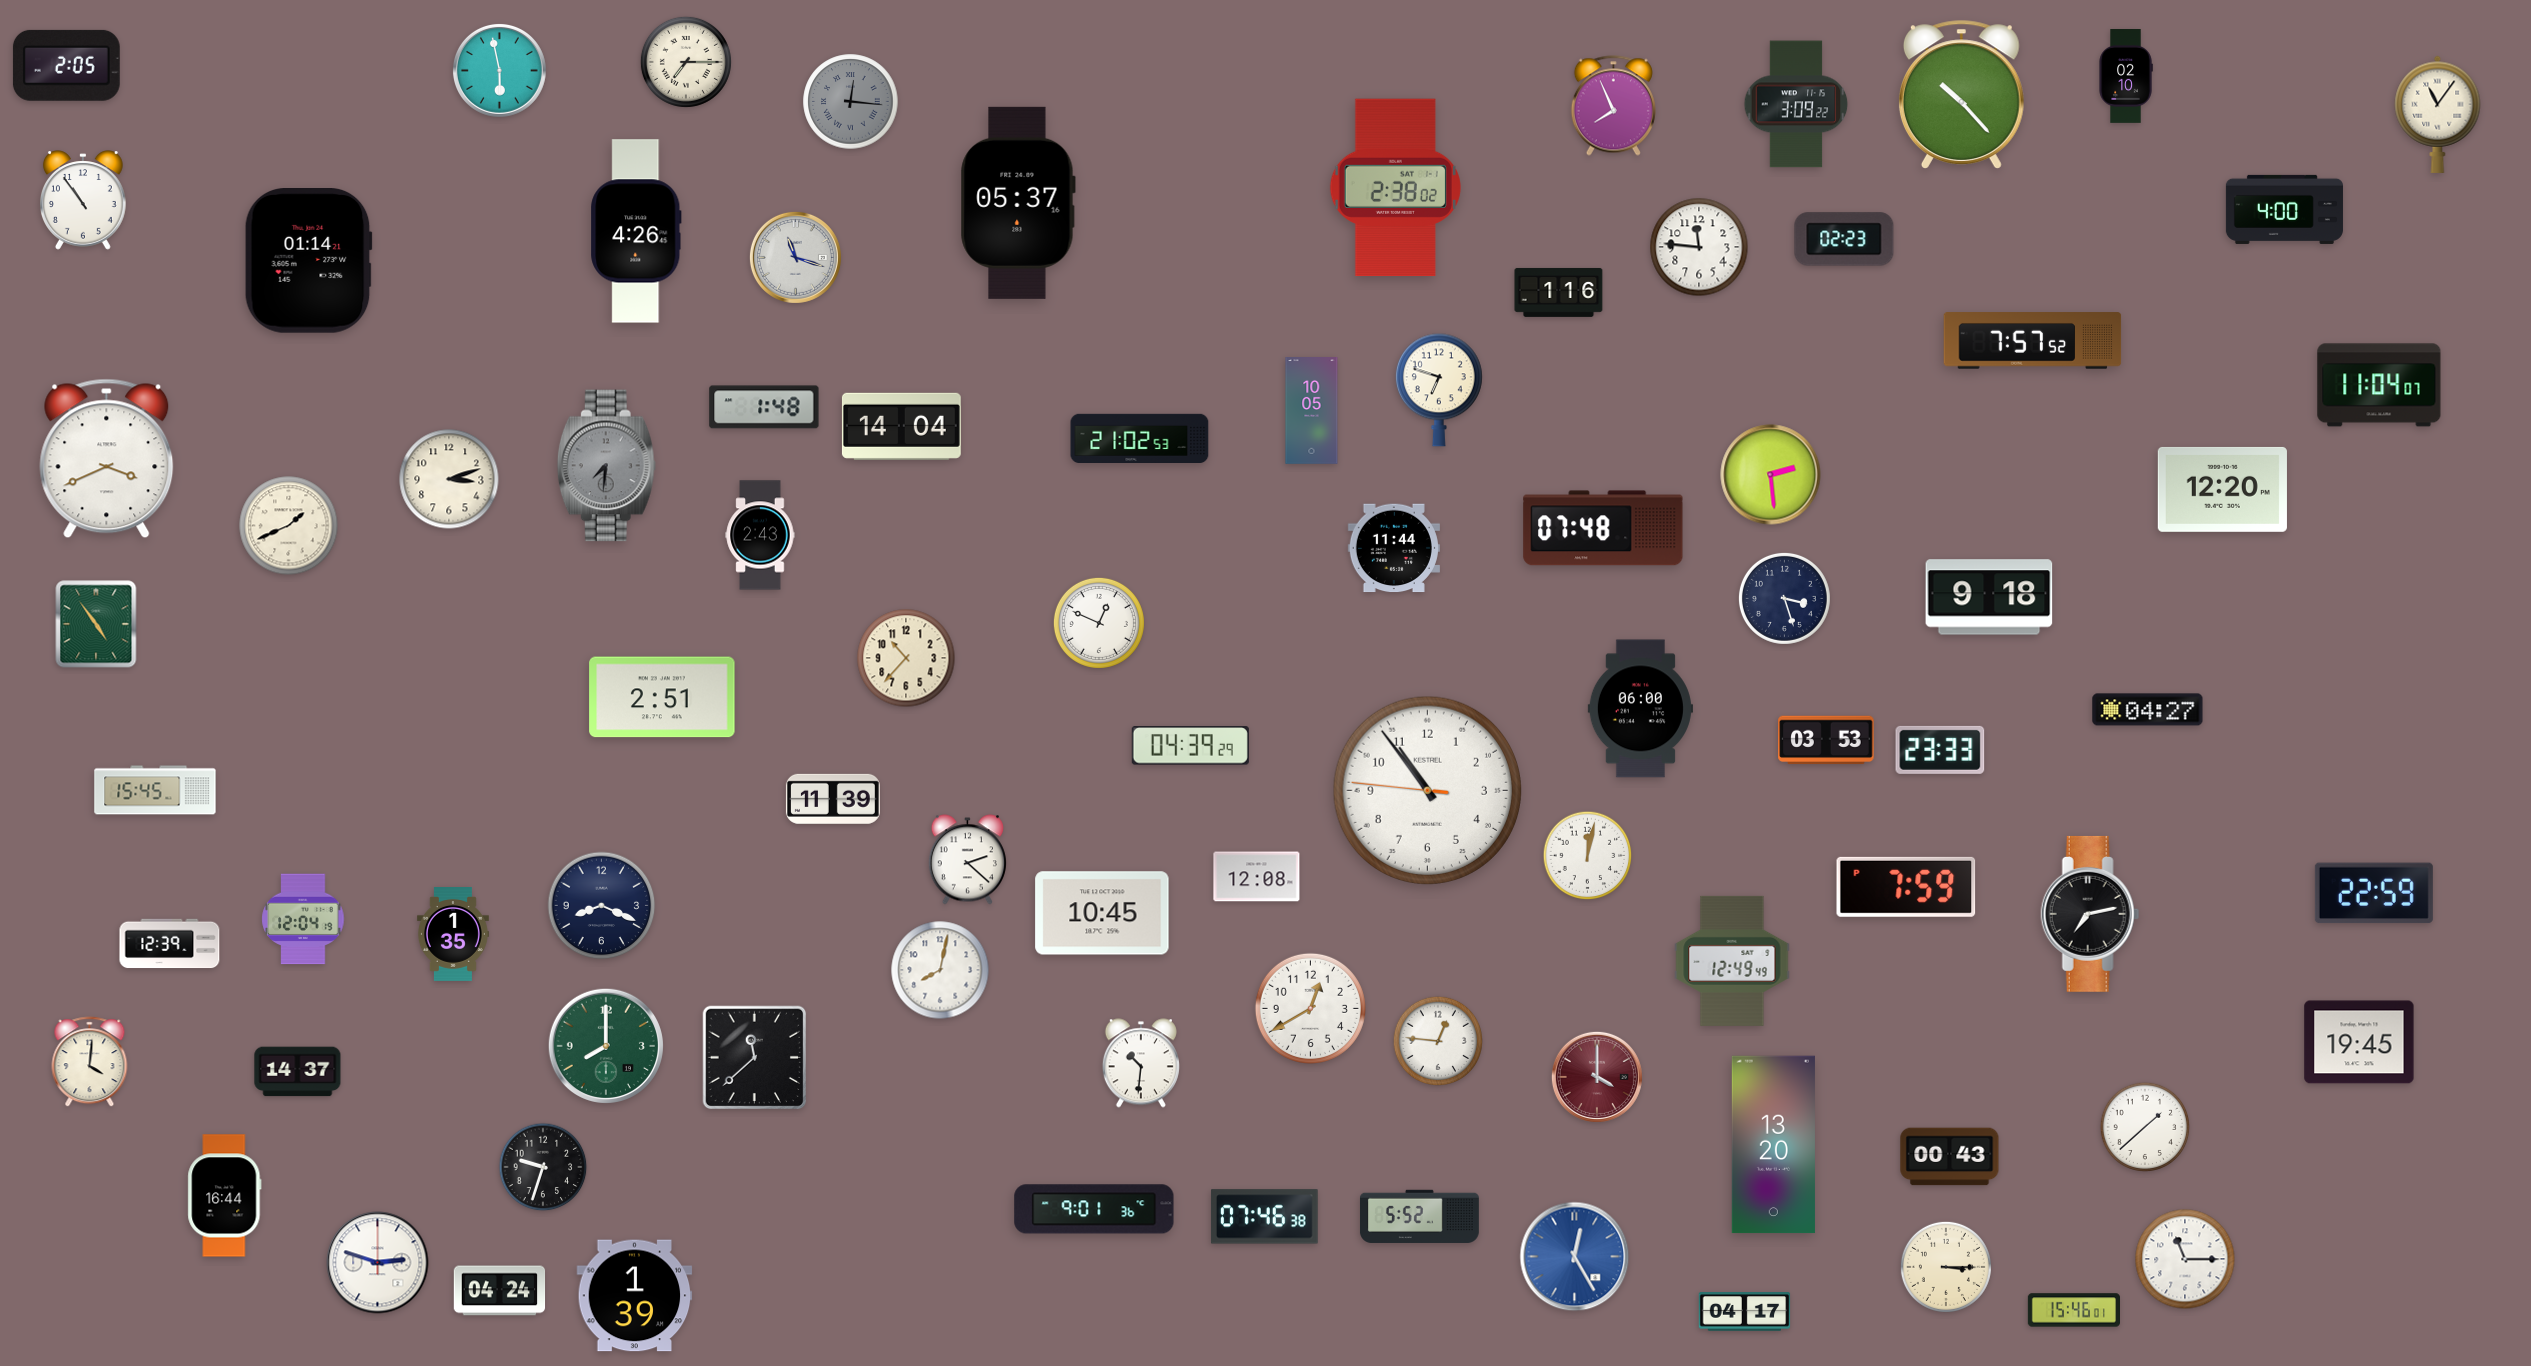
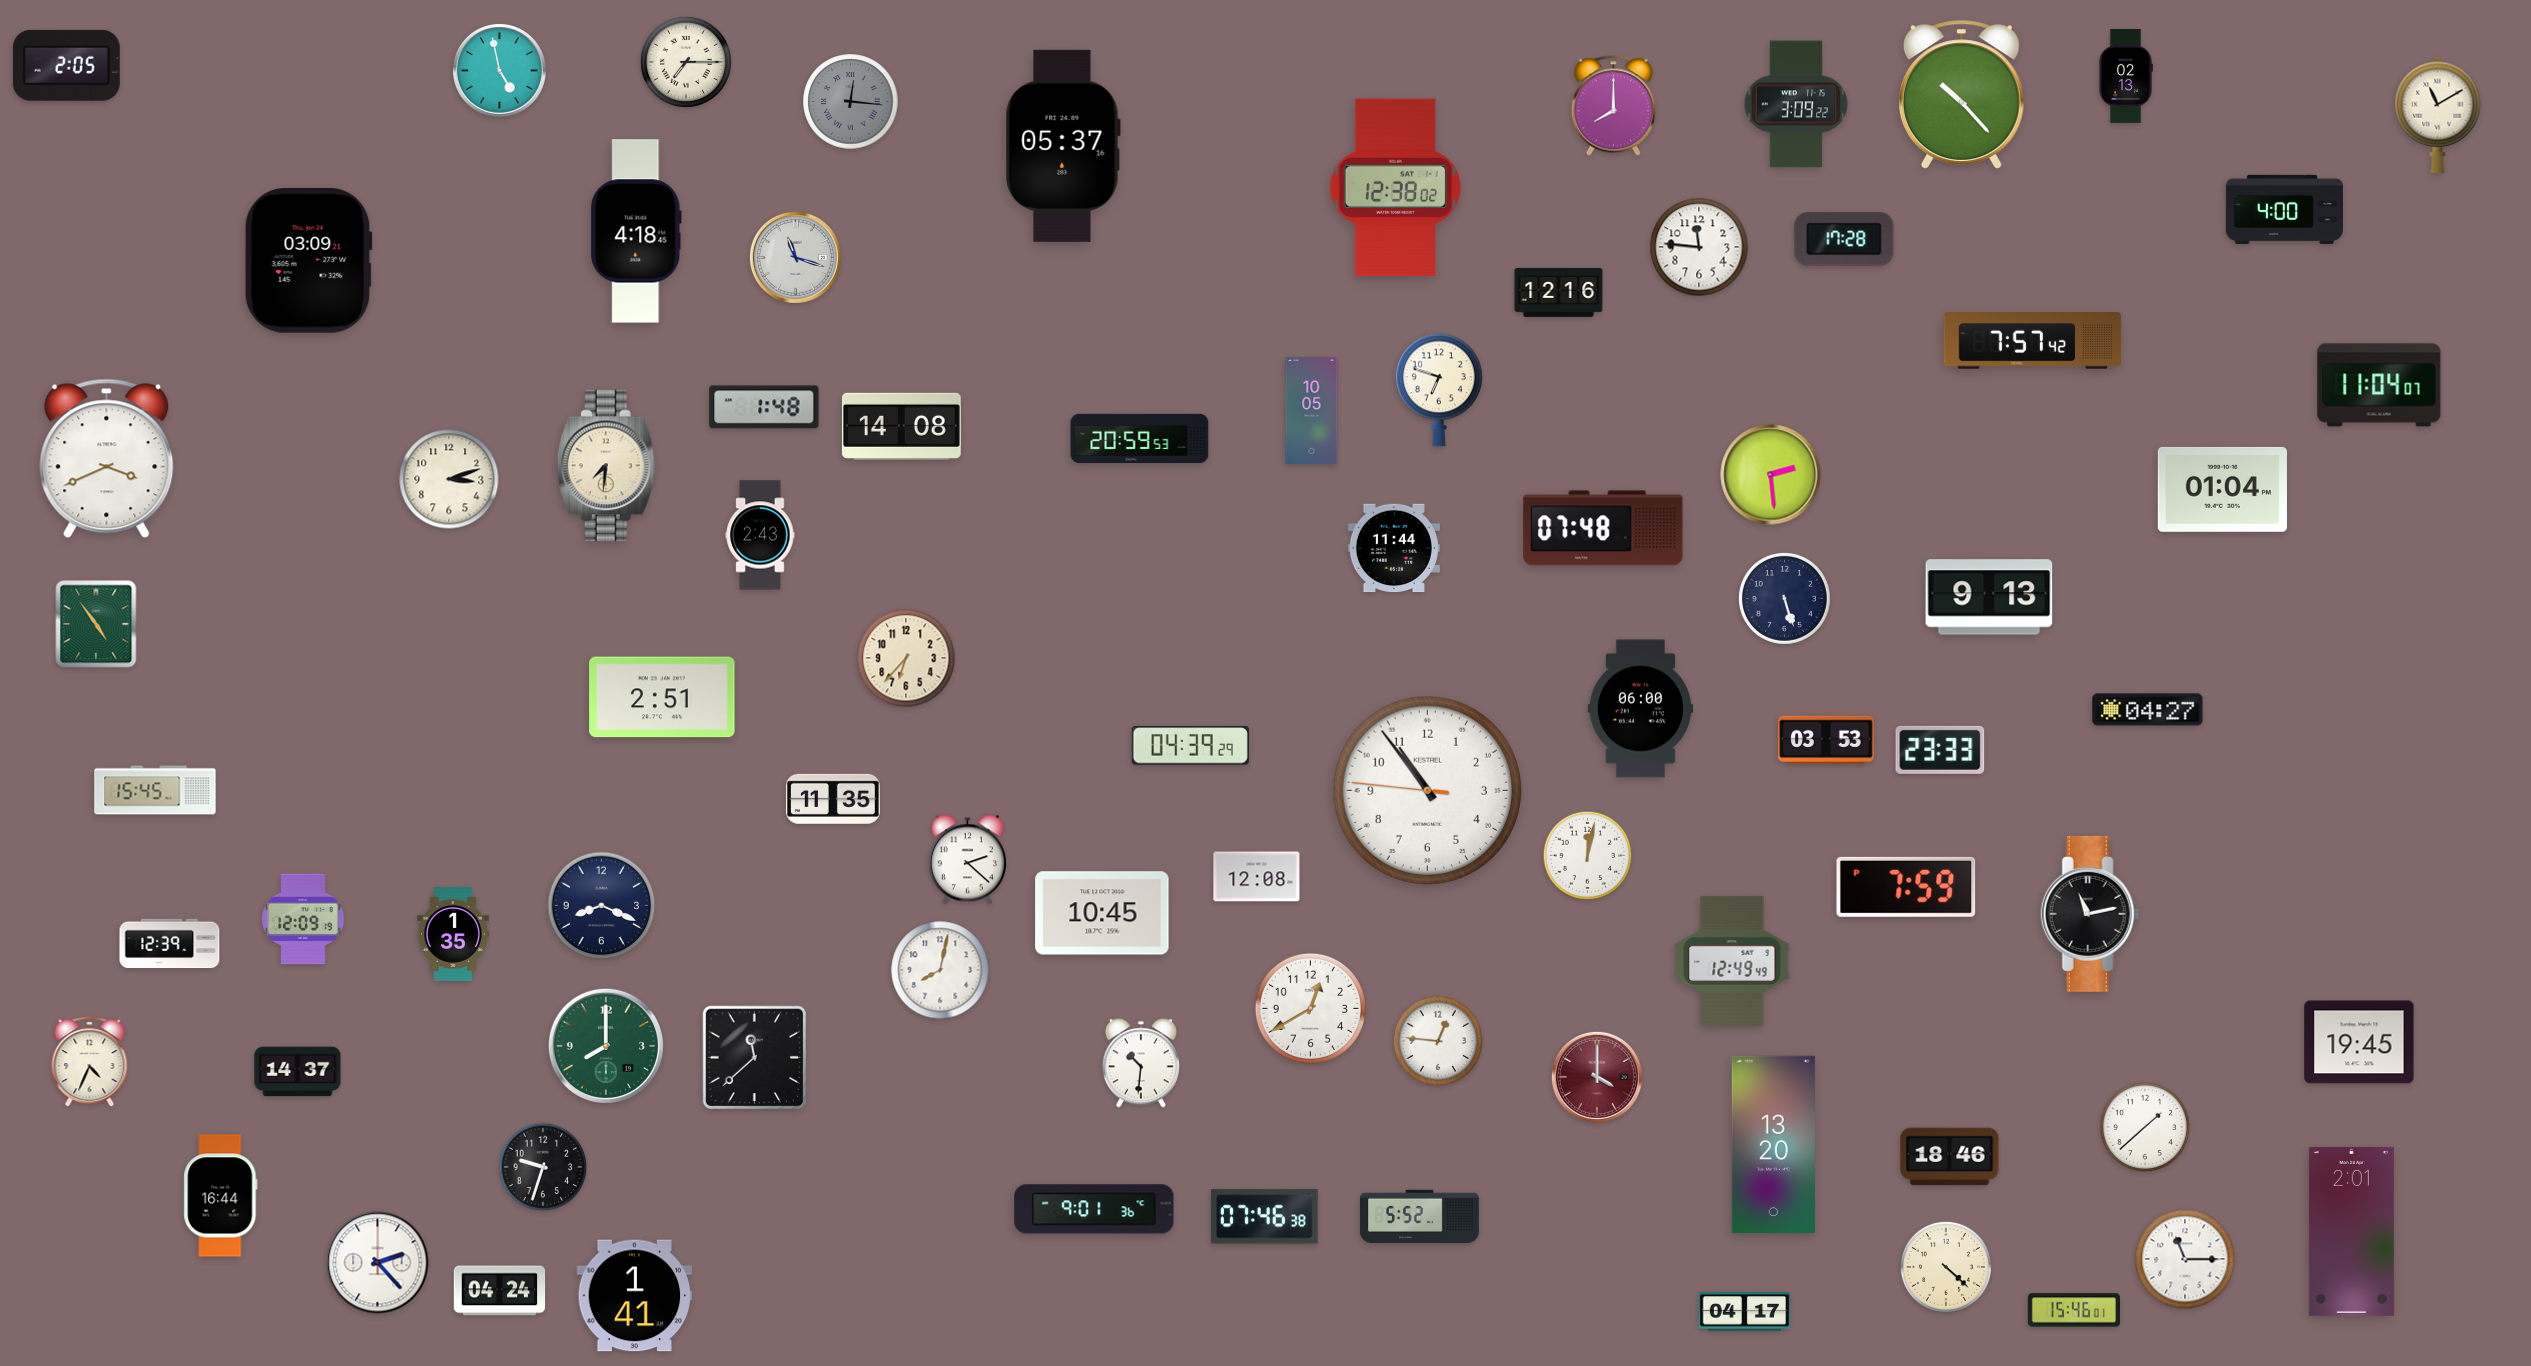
clock at (499, 70): 5:58 -> 4:58
clock at (2126, 77): 02:10 -> 02:13
clock at (1613, 106): 7:56 -> 8:00
clock at (2438, 114): 11:06 -> 11:10
clock at (1395, 188): 2:38 -> 12:38
clock at (84, 200): 10:54 -> none
clock at (1018, 203) position: (1018, 203) -> (1063, 146)
clock at (636, 231): 4:26 -> 4:18
clock at (1844, 239): 02:23 -> 17:28
clock at (308, 261): 01:14 -> 03:09
clock at (1559, 292): 1:16 -> 12:16
clock at (2033, 341): 7:57:52 -> 7:57:42
clock at (901, 426): 14:04 -> 14:08
clock at (1140, 438): 21:02 -> 20:59
clock at (606, 466) dial: grey -> cream
clock at (2222, 489): 12:20 -> 01:04
clock at (289, 526): 1:41 -> none
clock at (1989, 597): 9:18 -> 9:13
clock at (1784, 598): 3:27 -> 5:27
clock at (1099, 623): 12:49 -> none
clock at (906, 658): 10:37 -> 6:37
clock at (833, 799): 11:39 -> 11:35
clock at (2374, 893): 22:59 -> none
clock at (2090, 914): 7:13 -> 11:13
clock at (303, 919): 12:04 -> 12:09
clock at (90, 1062): 4:01 -> 4:34
clock at (1950, 1157): 00:43 -> 18:46
clock at (225, 1196) position: (225, 1196) -> (221, 1196)
clock at (2351, 1231): none -> 2:01
clock at (1575, 1257): 12:25 -> none
clock at (378, 1263): 2:48 -> 2:23
clock at (1946, 1267): 3:15 -> 4:22
clock at (635, 1296): 1:39 -> 1:41
